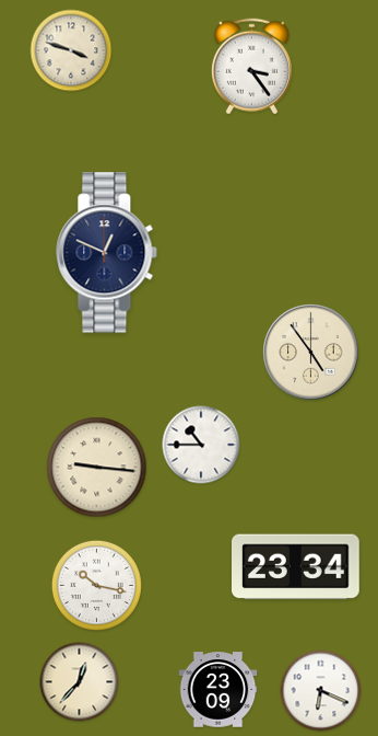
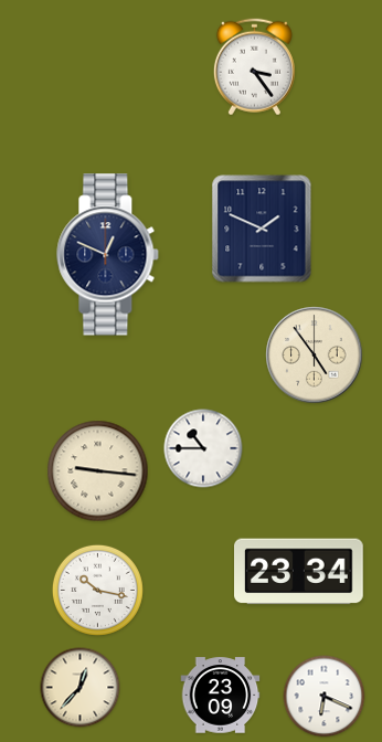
clock at (71, 50): 3:48 -> none
clock at (262, 229): none -> 1:49
